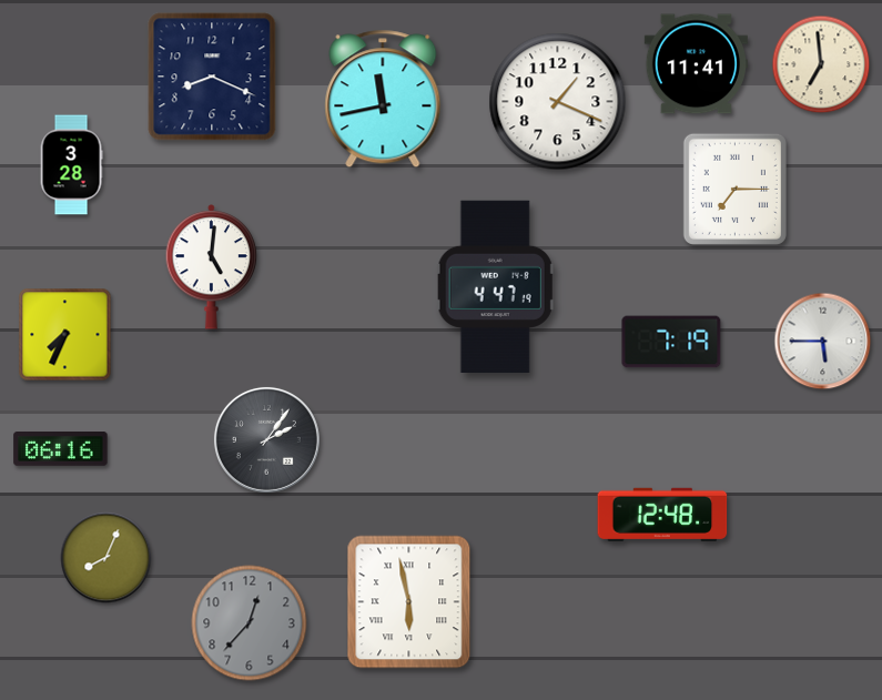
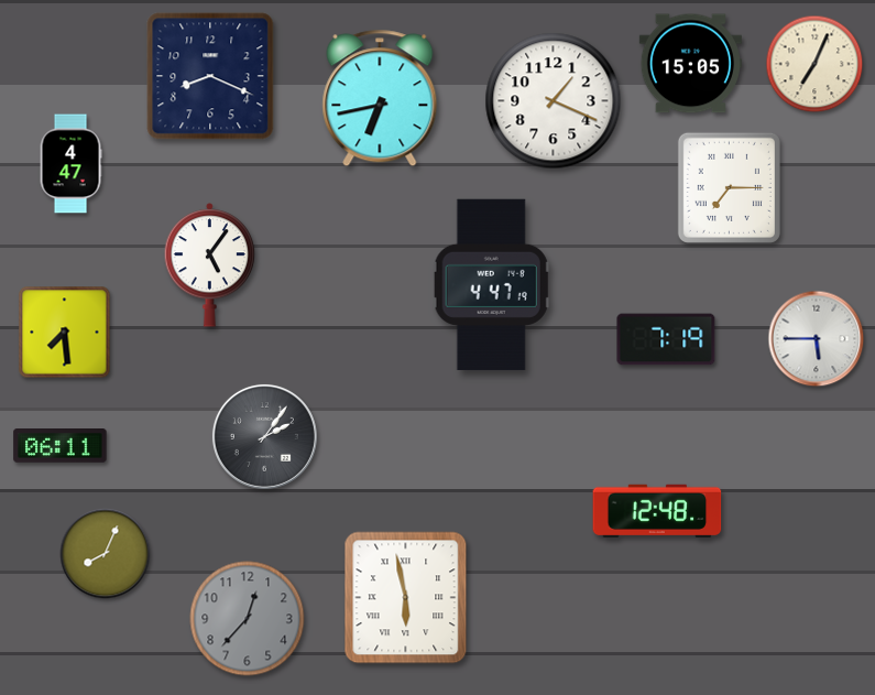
clock at (696, 64): 11:41 -> 15:05
clock at (821, 64): 6:59 -> 7:04
clock at (383, 99): 11:43 -> 6:43
clock at (71, 165): 3:28 -> 4:47
clock at (212, 267): 5:01 -> 5:06
clock at (65, 335): 7:34 -> 7:29
clock at (61, 449): 06:16 -> 06:11
